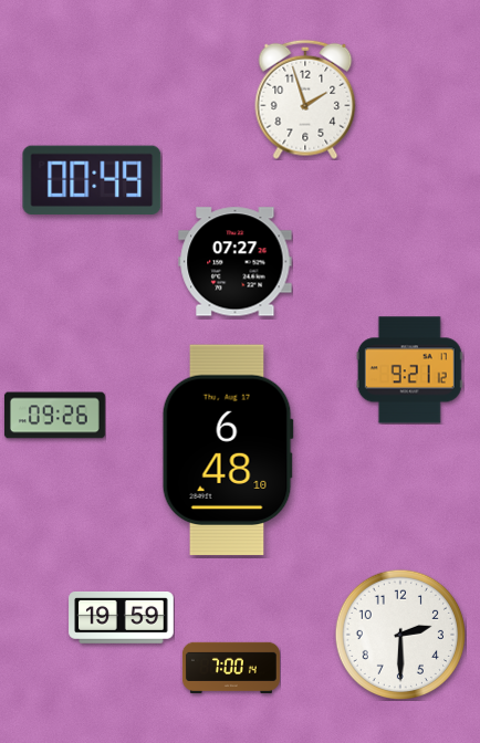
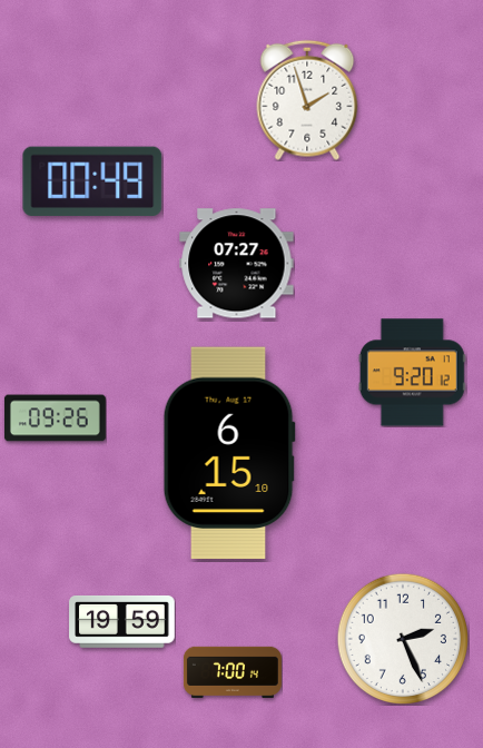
clock at (409, 370): 9:21 -> 9:20
clock at (228, 450): 6:48 -> 6:15
clock at (399, 634): 2:30 -> 2:26
